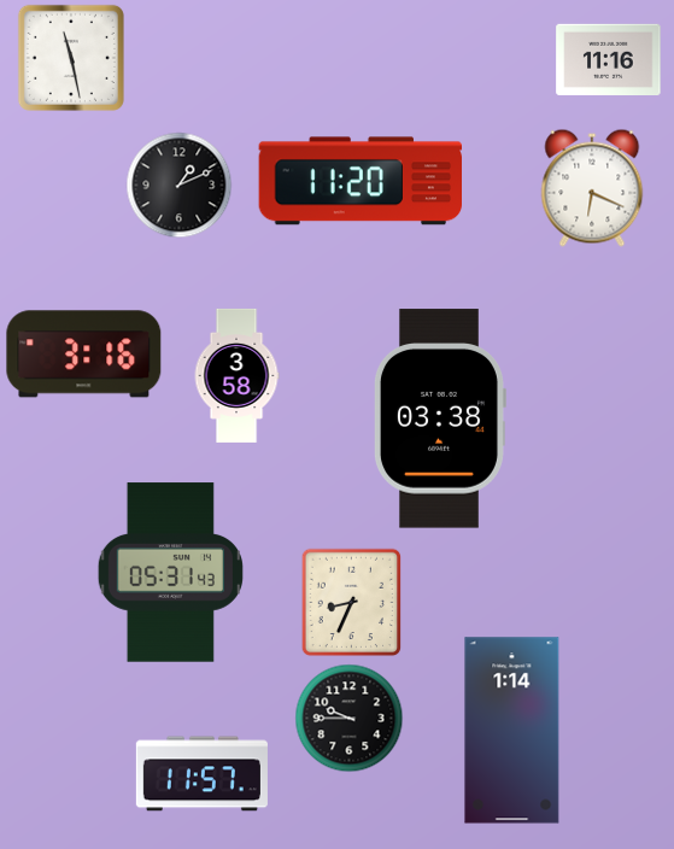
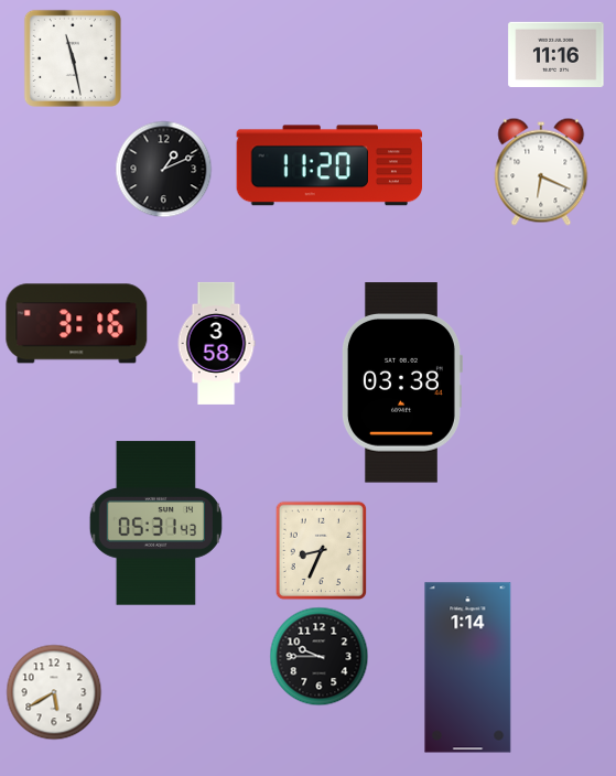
clock at (71, 58) position: (71, 58) -> (73, 58)
clock at (54, 692): none -> 5:40
clock at (201, 774): 11:57 -> none
